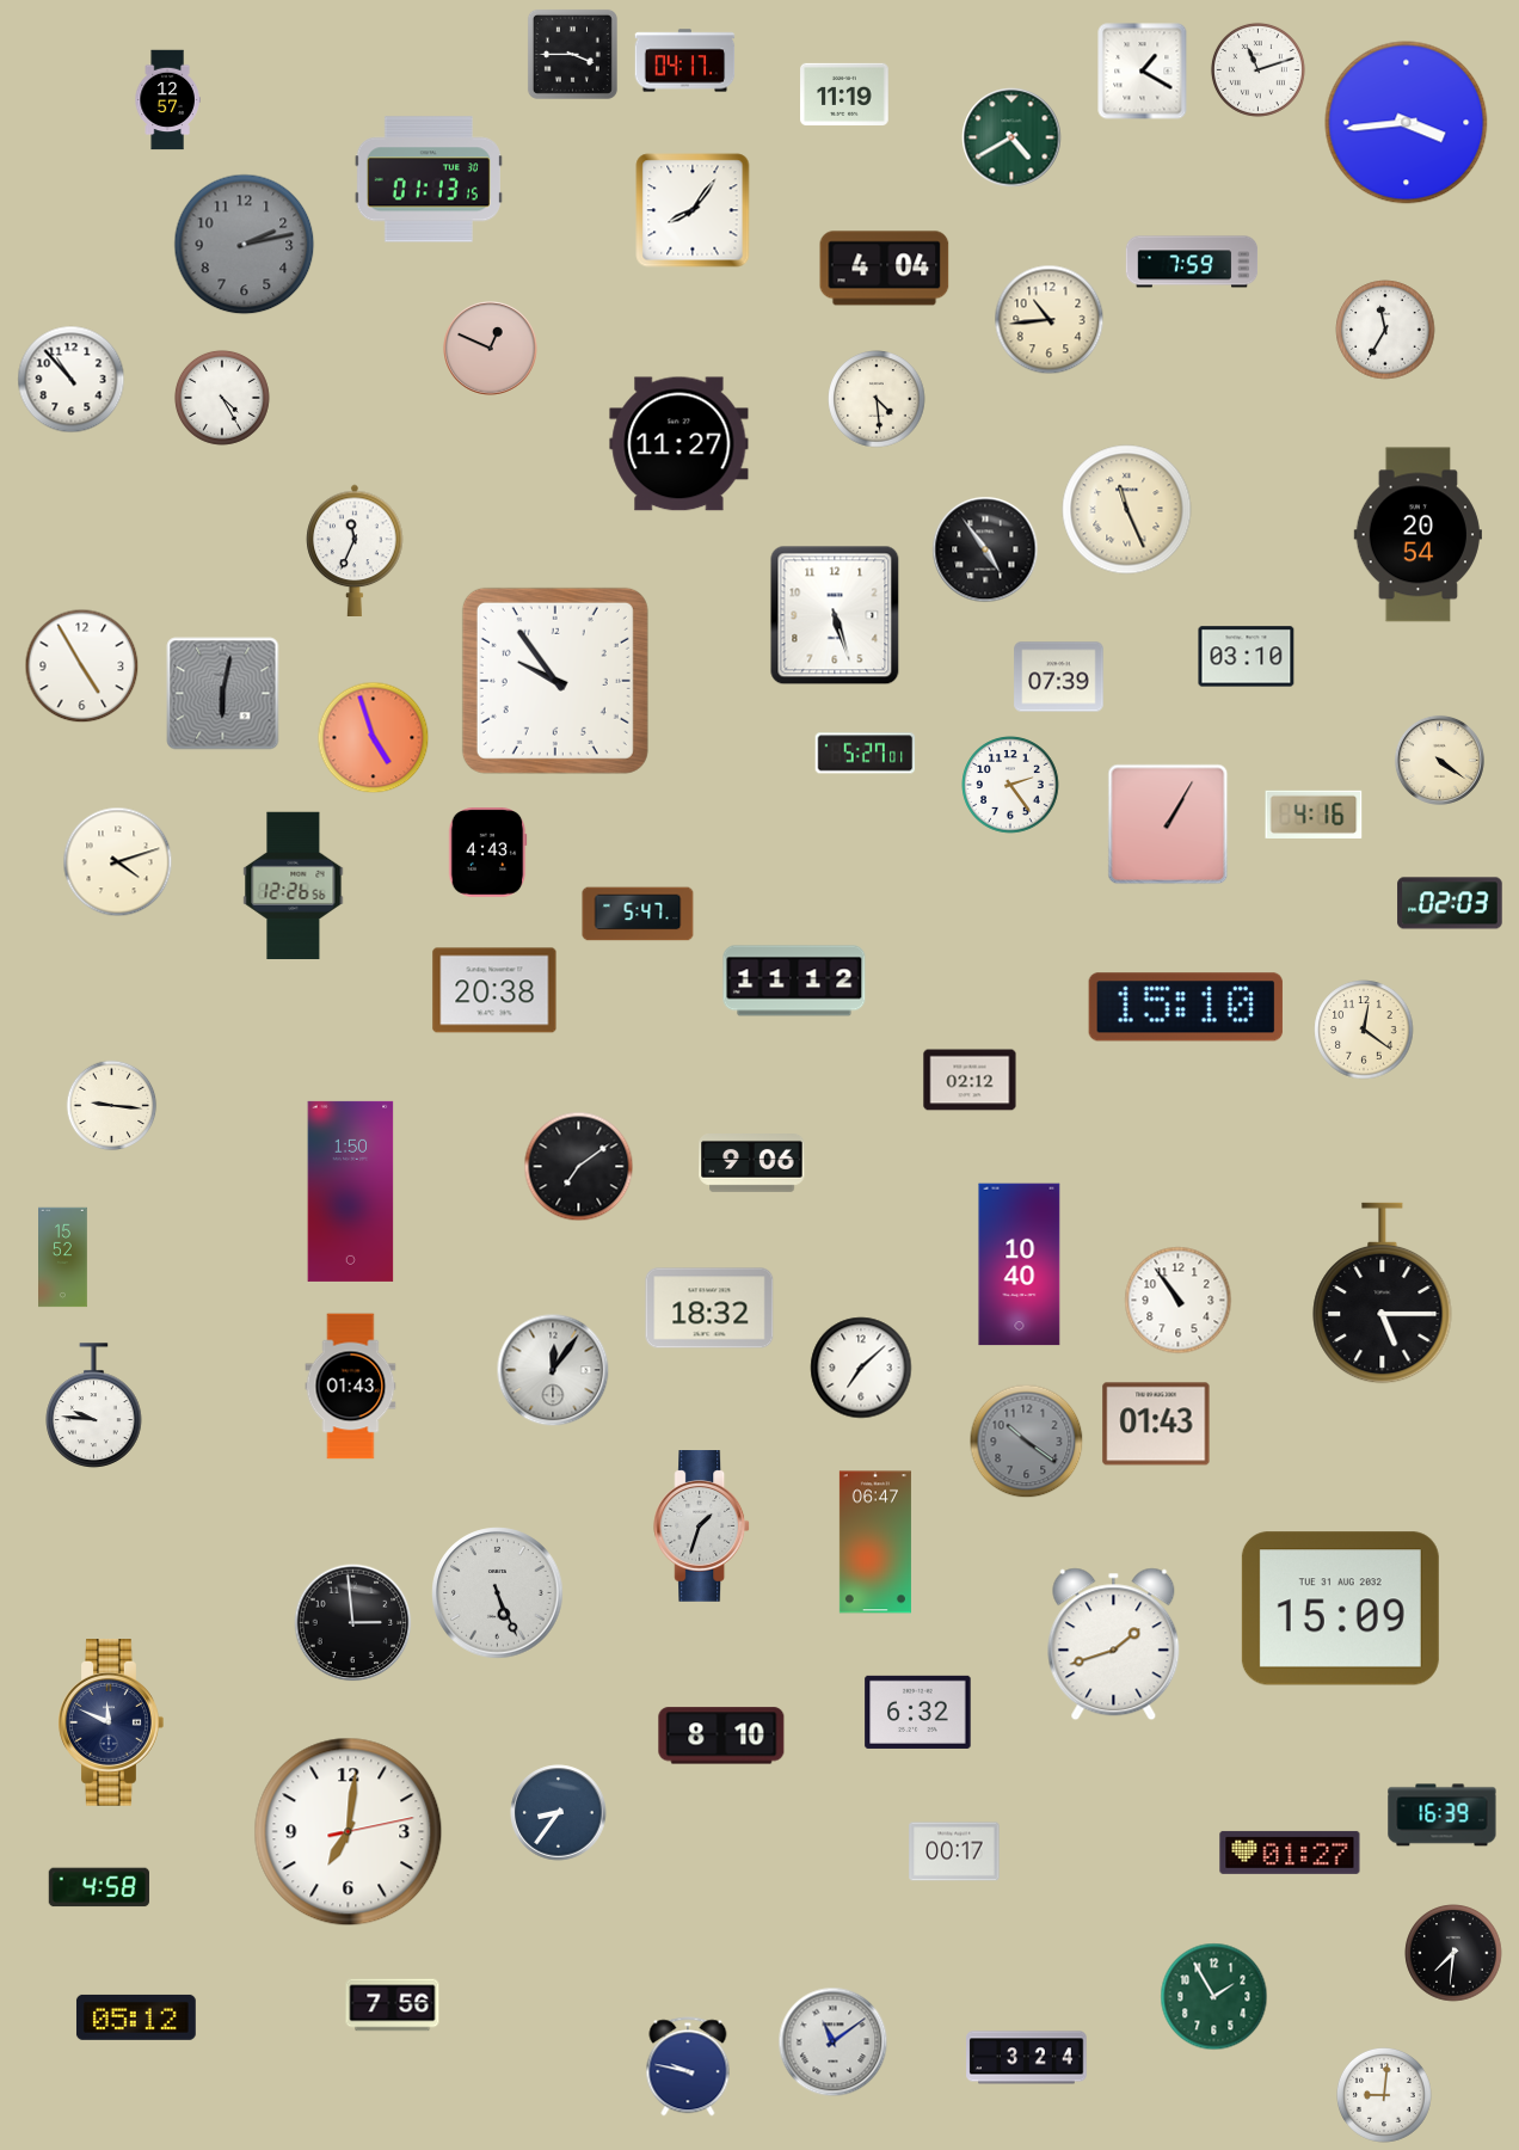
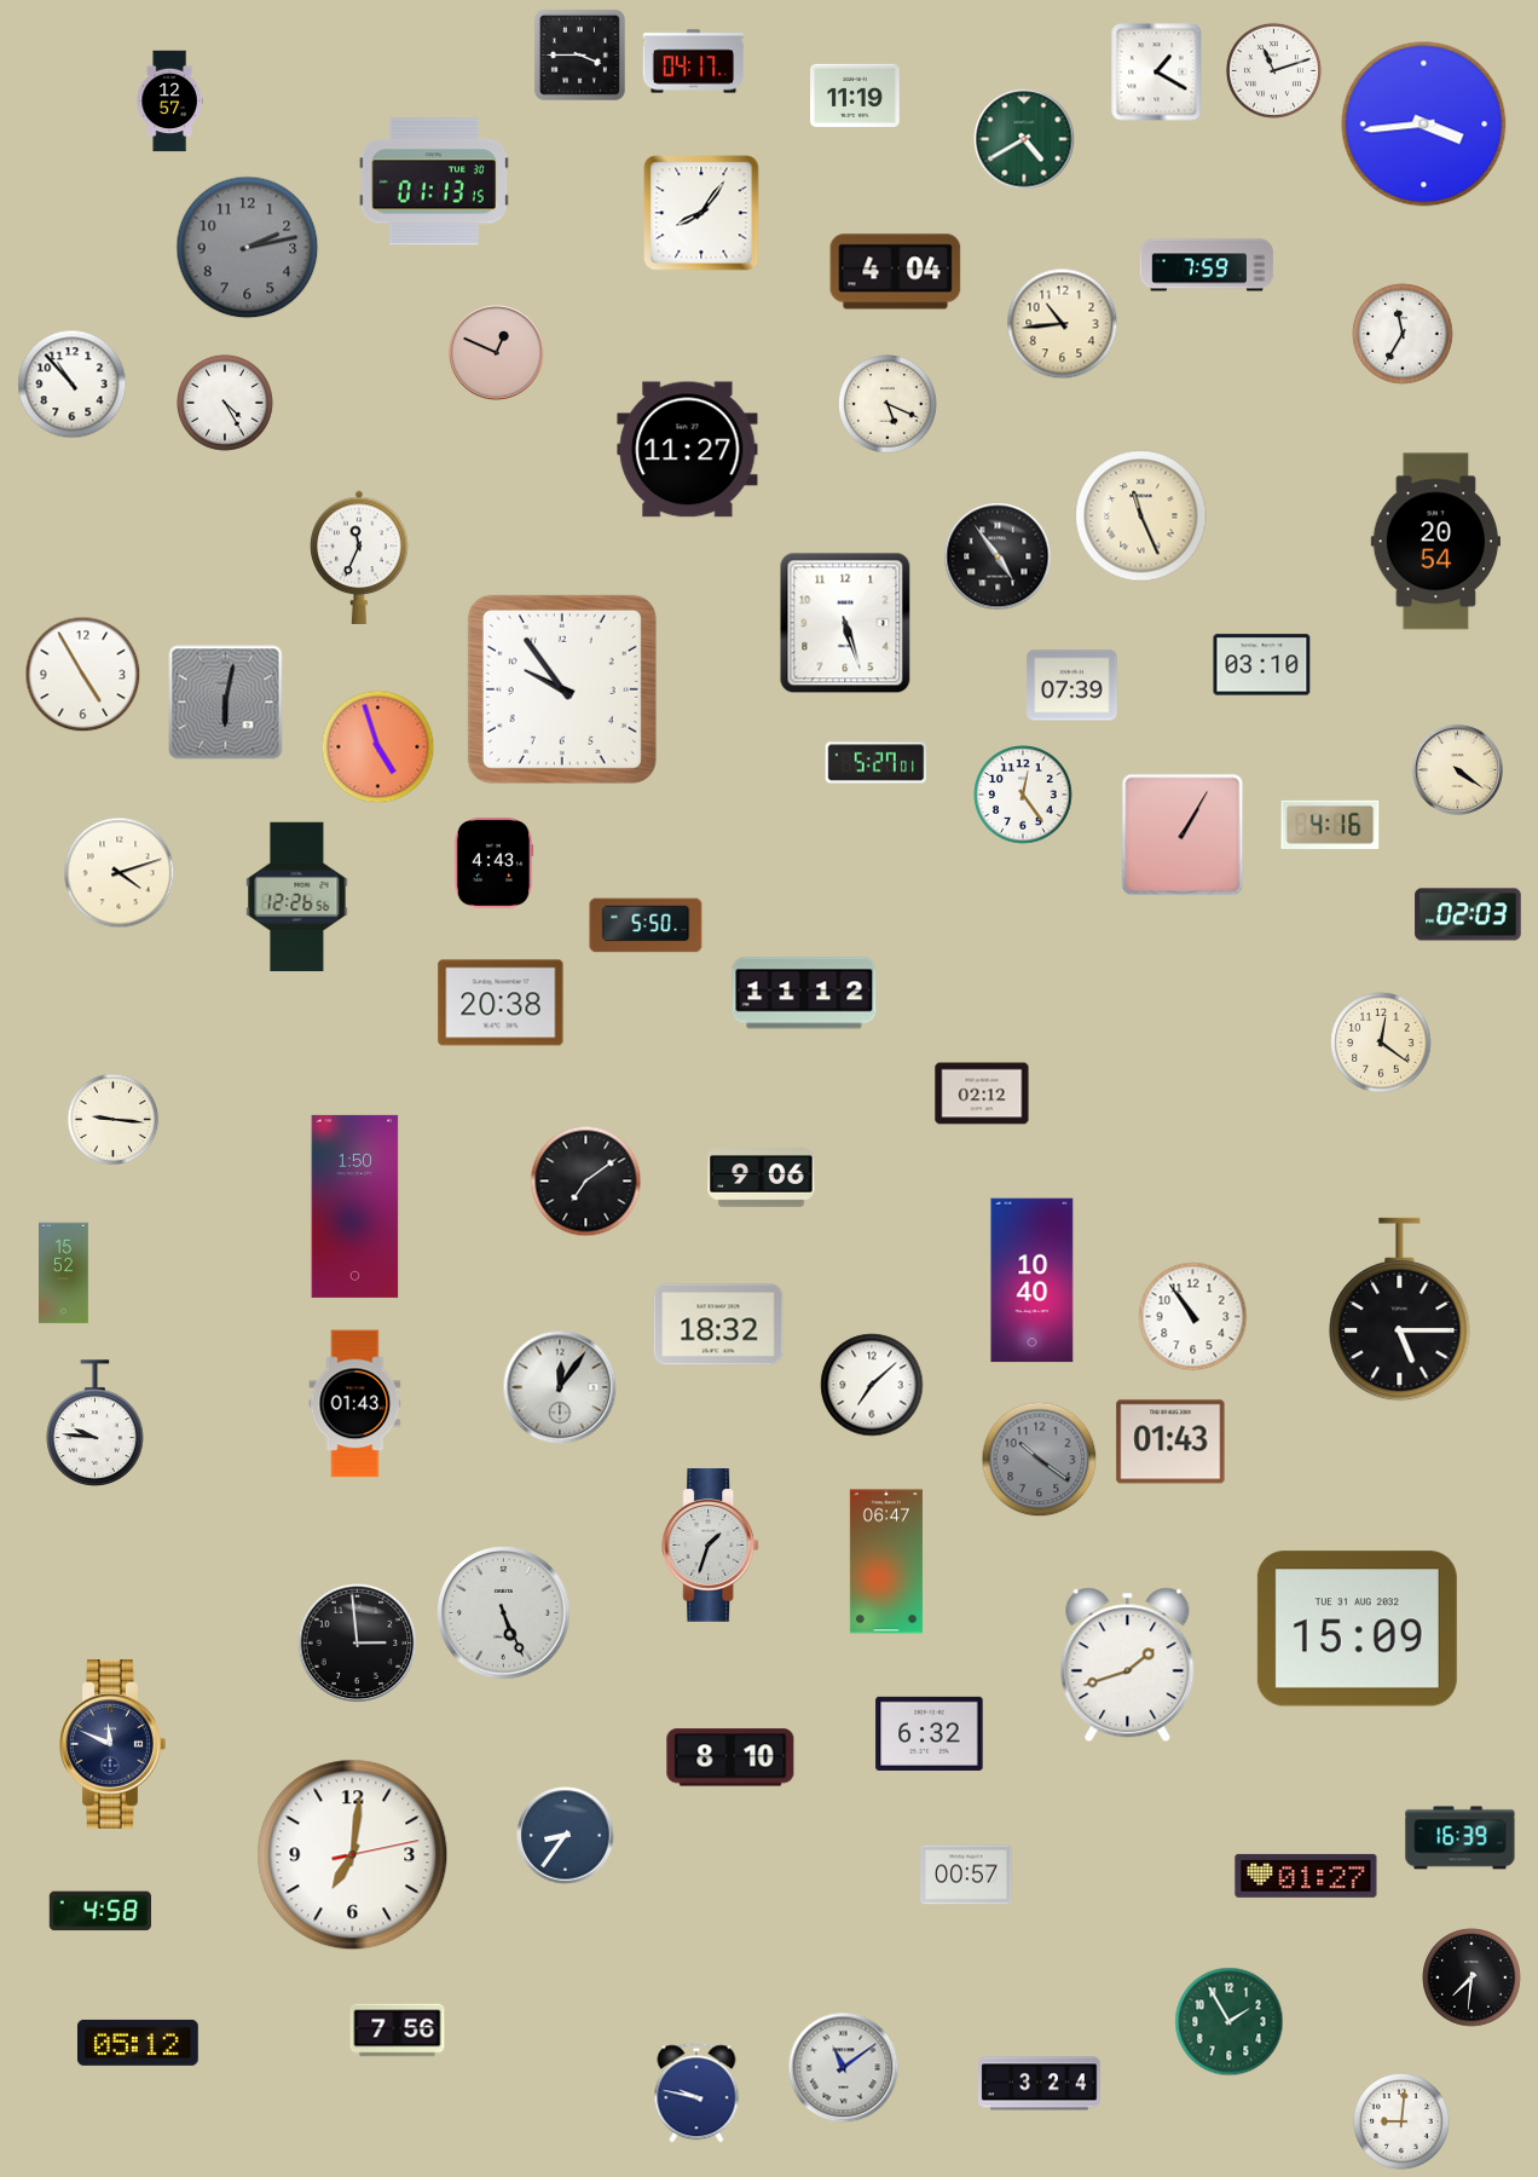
clock at (877, 399): 4:29 -> 5:19
clock at (1010, 785): 2:24 -> 12:24
clock at (638, 914): 5:47 -> 5:50
clock at (1186, 1007): 15:10 -> none
clock at (954, 1851): 00:17 -> 00:57
